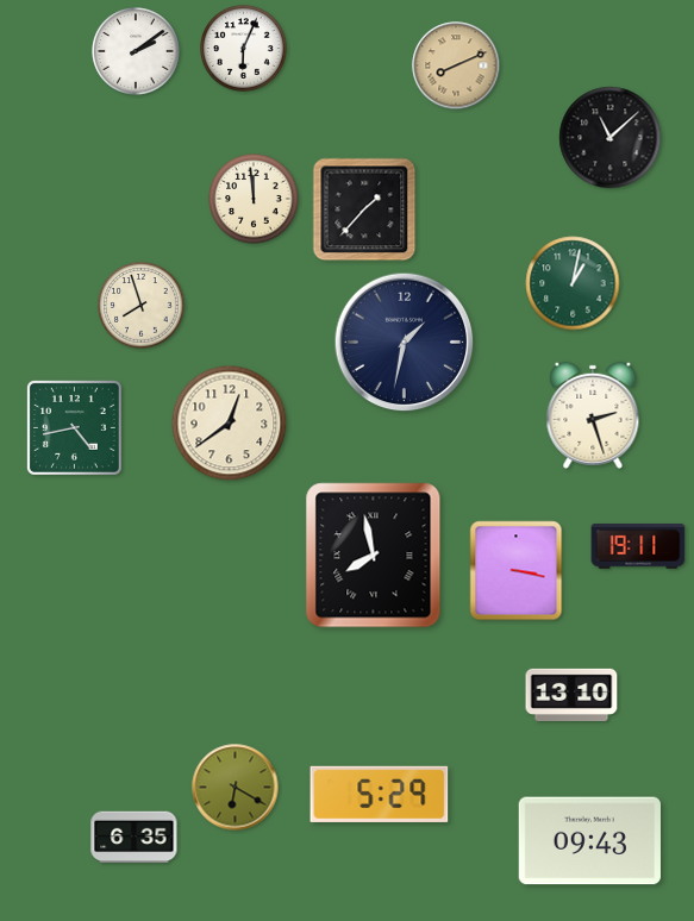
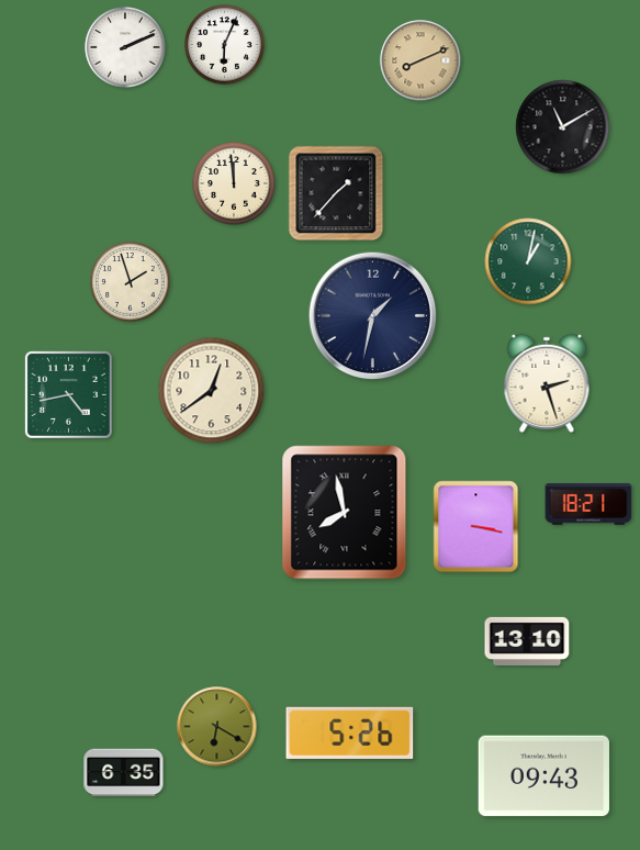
clock at (136, 51): 2:09 -> 2:11
clock at (611, 138): 11:08 -> 11:10
clock at (142, 306): 7:57 -> 1:57
clock at (638, 547): 19:11 -> 18:21
clock at (380, 794): 5:29 -> 5:26
